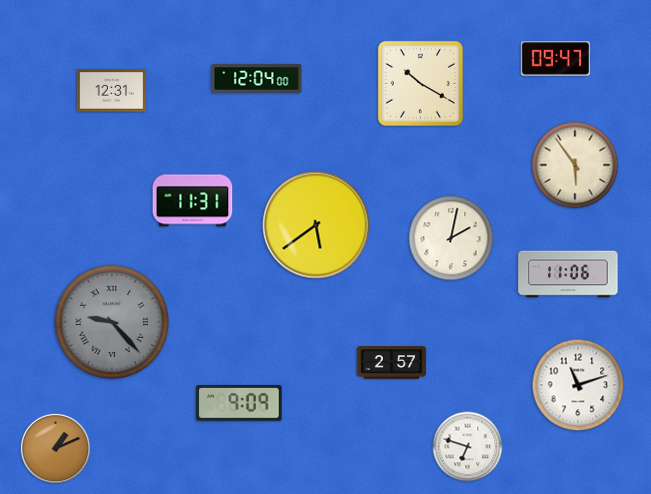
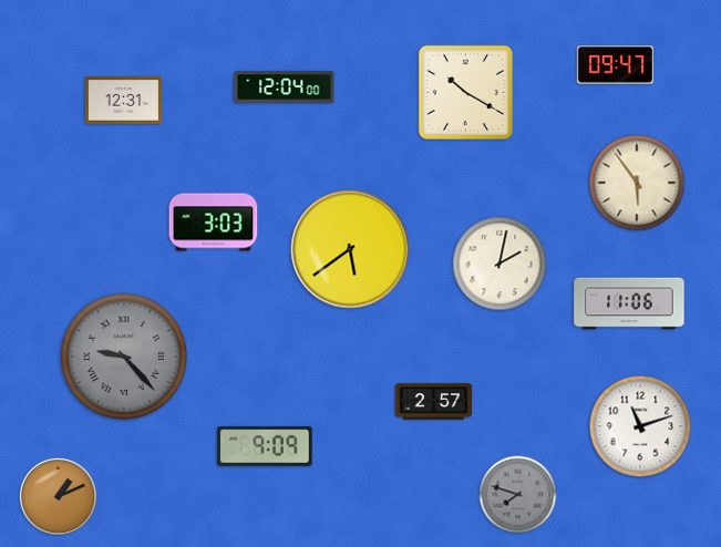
clock at (193, 201): 11:31 -> 3:03
clock at (468, 447): 6:48 -> 7:48
clock at (468, 447) dial: white -> grey
clock at (55, 448) position: (55, 448) -> (58, 496)
